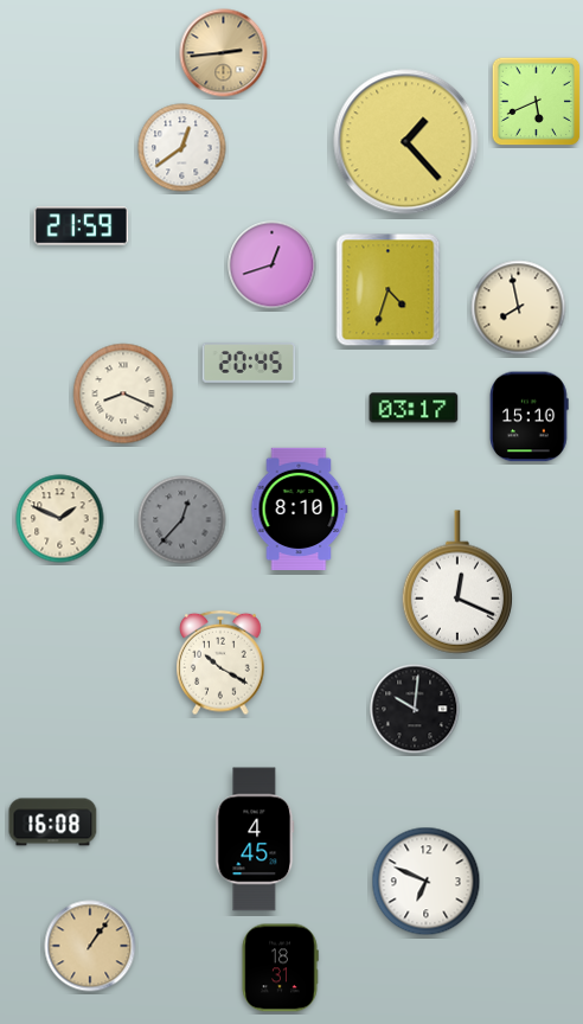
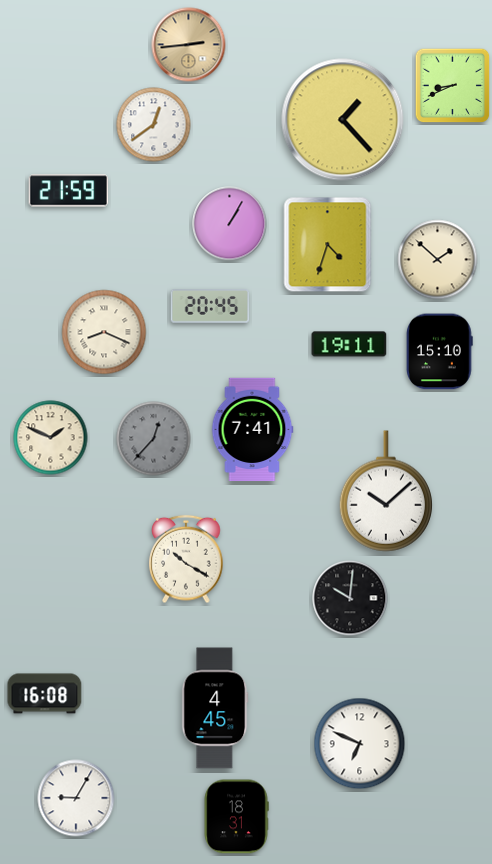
clock at (537, 102): 5:41 -> 8:41
clock at (273, 265): 12:42 -> 1:05
clock at (519, 308): 7:58 -> 1:52
clock at (414, 408): 03:17 -> 19:11
clock at (530, 417) position: (530, 417) -> (440, 352)
clock at (299, 510): 8:10 -> 7:41
clock at (457, 582): 12:19 -> 10:08
clock at (90, 946): 1:06 -> 9:05
clock at (90, 946) dial: champagne -> white
